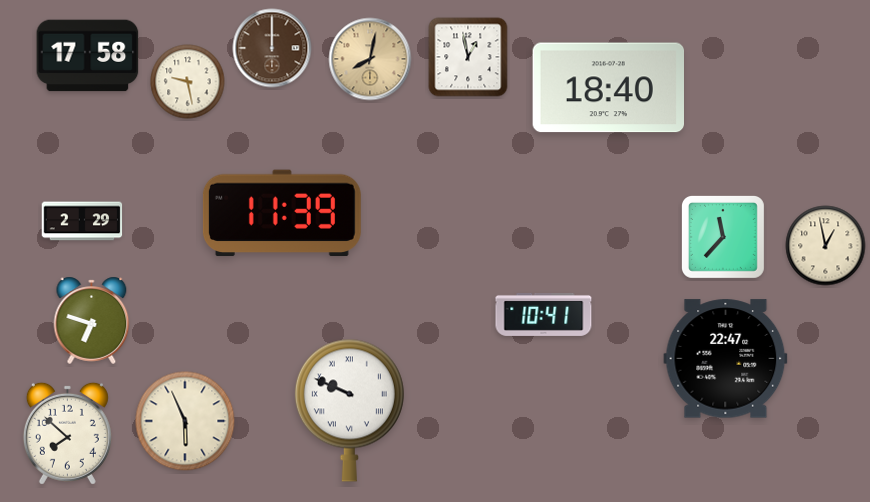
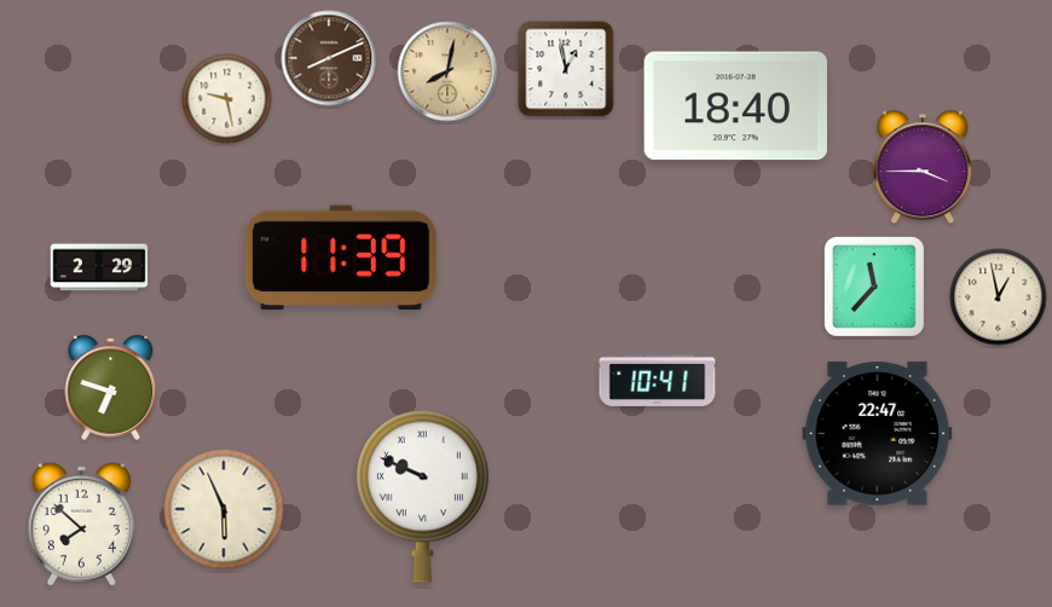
clock at (272, 48): 12:00 -> 8:11
clock at (88, 56): 17:58 -> none
clock at (923, 168): none -> 3:45
